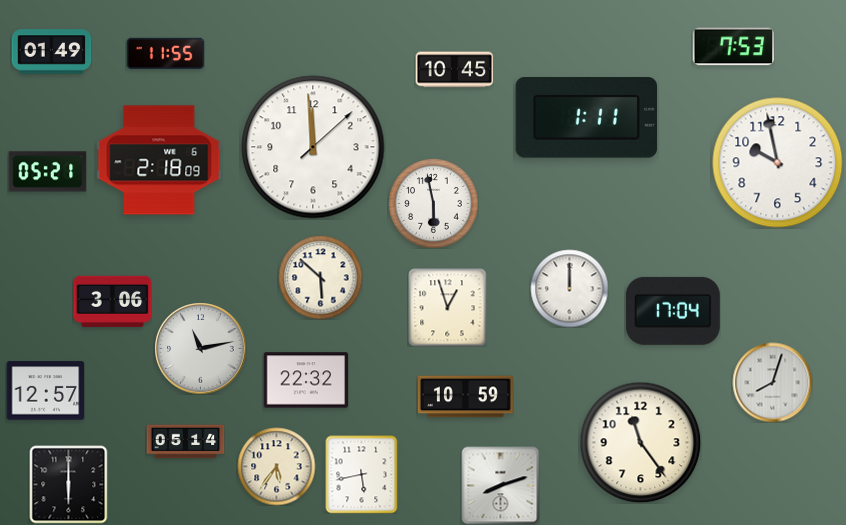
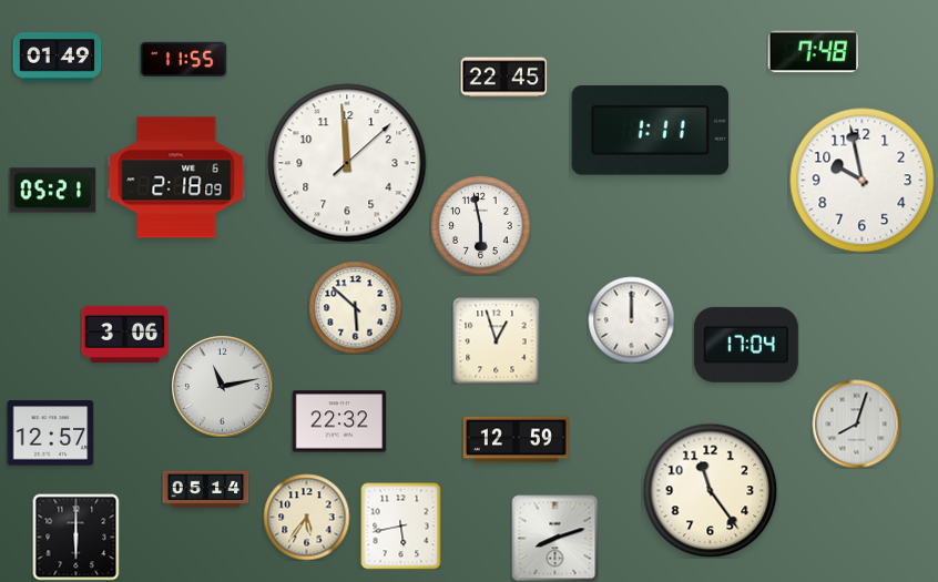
clock at (733, 47): 7:53 -> 7:48
clock at (454, 70): 10:45 -> 22:45
clock at (465, 397): 10:59 -> 12:59
